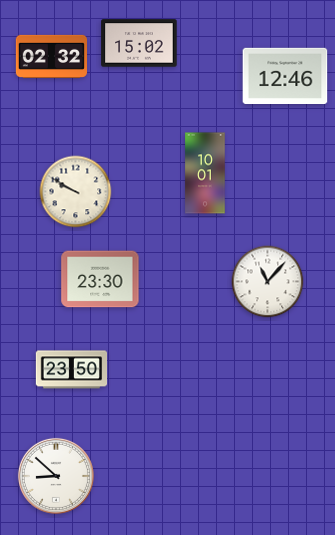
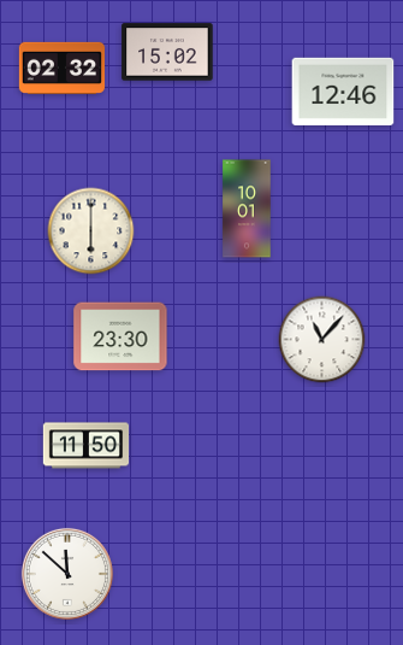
clock at (76, 192): 9:50 -> 6:00
clock at (72, 370): 23:50 -> 11:50
clock at (56, 476): 8:52 -> 11:52
